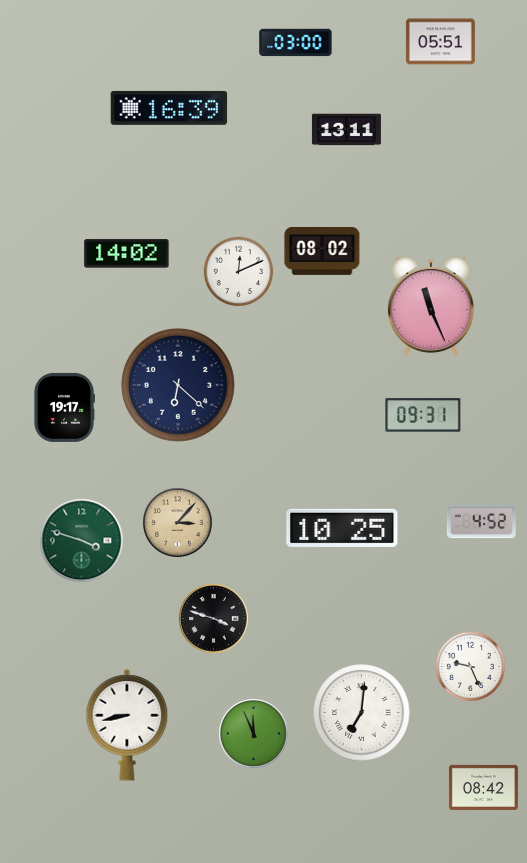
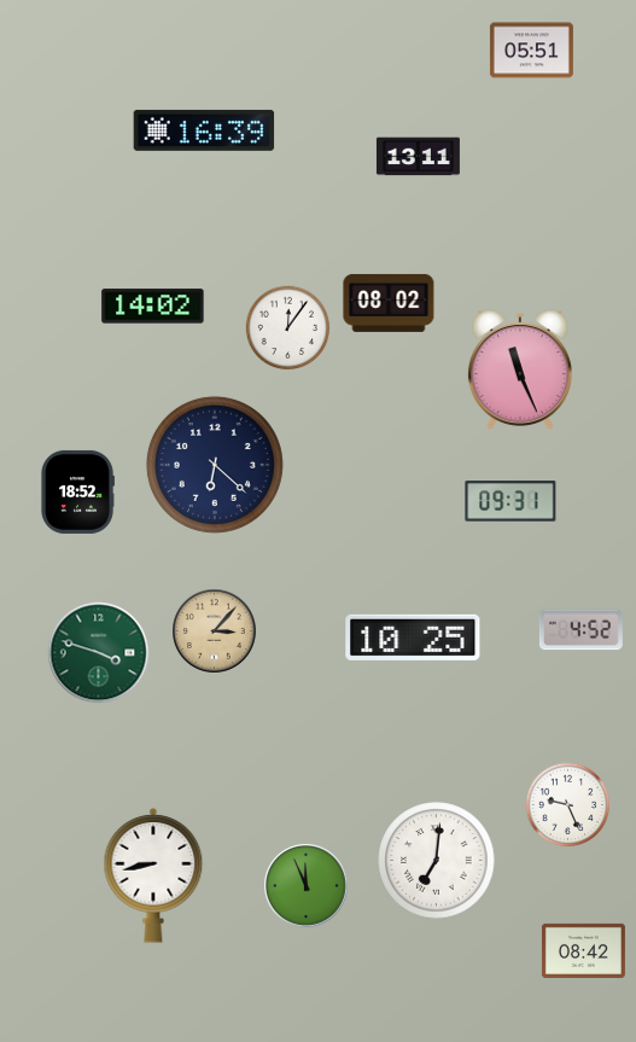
clock at (296, 43): 03:00 -> none
clock at (239, 272): 12:11 -> 12:06
clock at (64, 407): 19:17 -> 18:52
clock at (214, 619): 3:48 -> none
